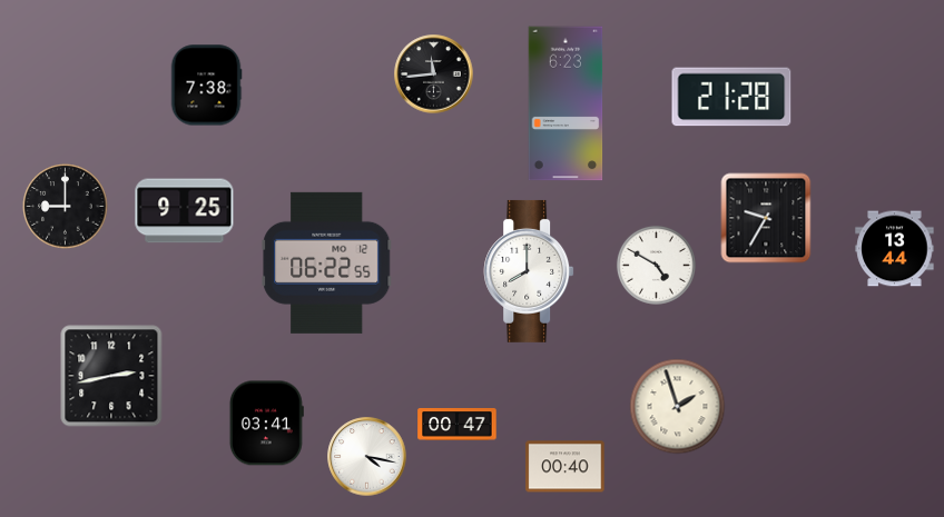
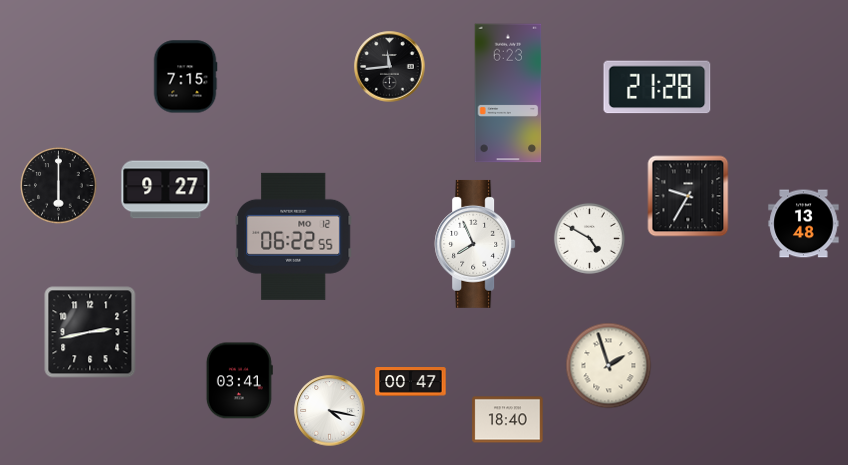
clock at (206, 86): 7:38 -> 7:15
clock at (66, 207): 9:00 -> 6:00
clock at (185, 211): 9:25 -> 9:27
clock at (895, 249): 13:44 -> 13:48
clock at (529, 271): 8:00 -> 7:56
clock at (111, 376) position: (111, 376) -> (90, 332)
clock at (566, 467): 00:40 -> 18:40
